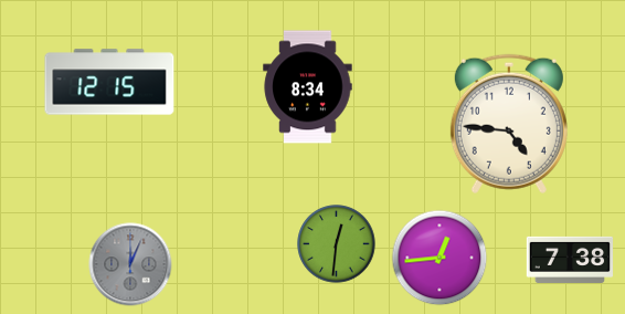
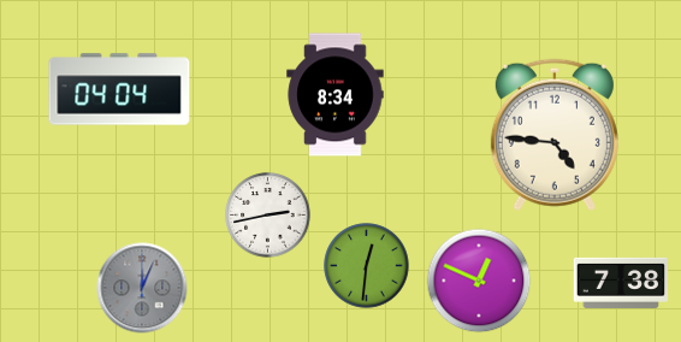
clock at (109, 82): 12:15 -> 04:04
clock at (268, 216): none -> 2:43
clock at (439, 258): 12:44 -> 12:49
